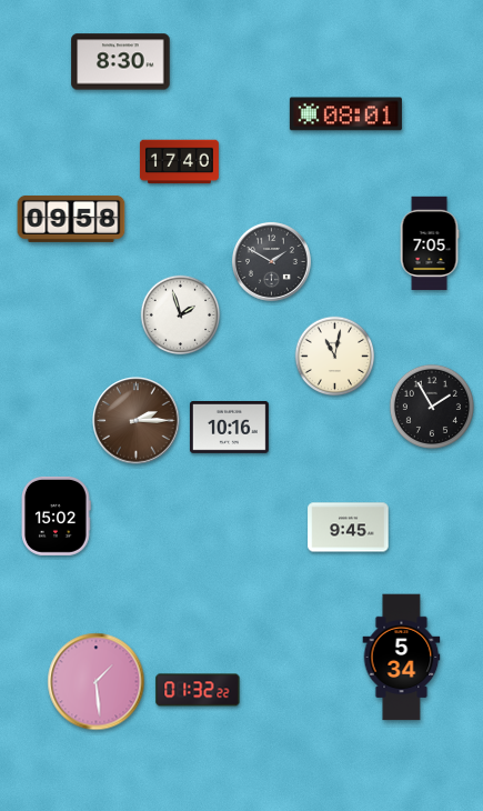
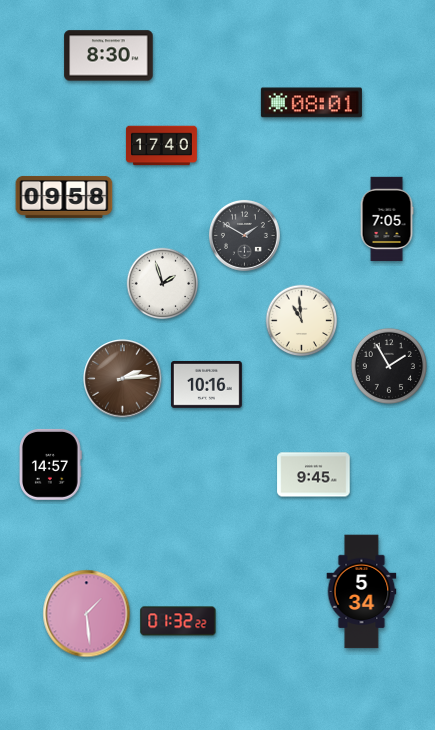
clock at (335, 357): 11:02 -> 10:59
clock at (137, 421): 2:15 -> 2:14
clock at (56, 515): 15:02 -> 14:57
